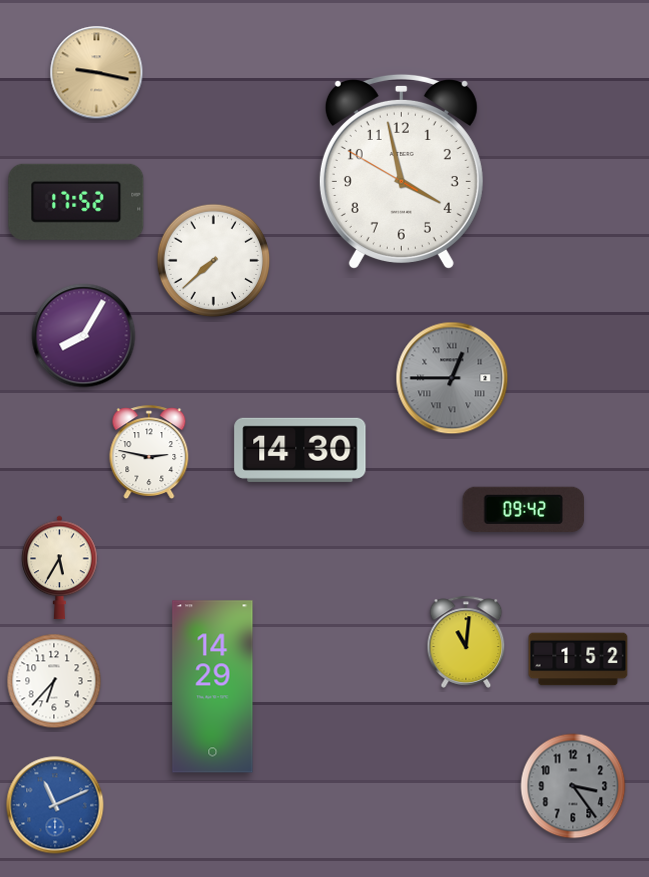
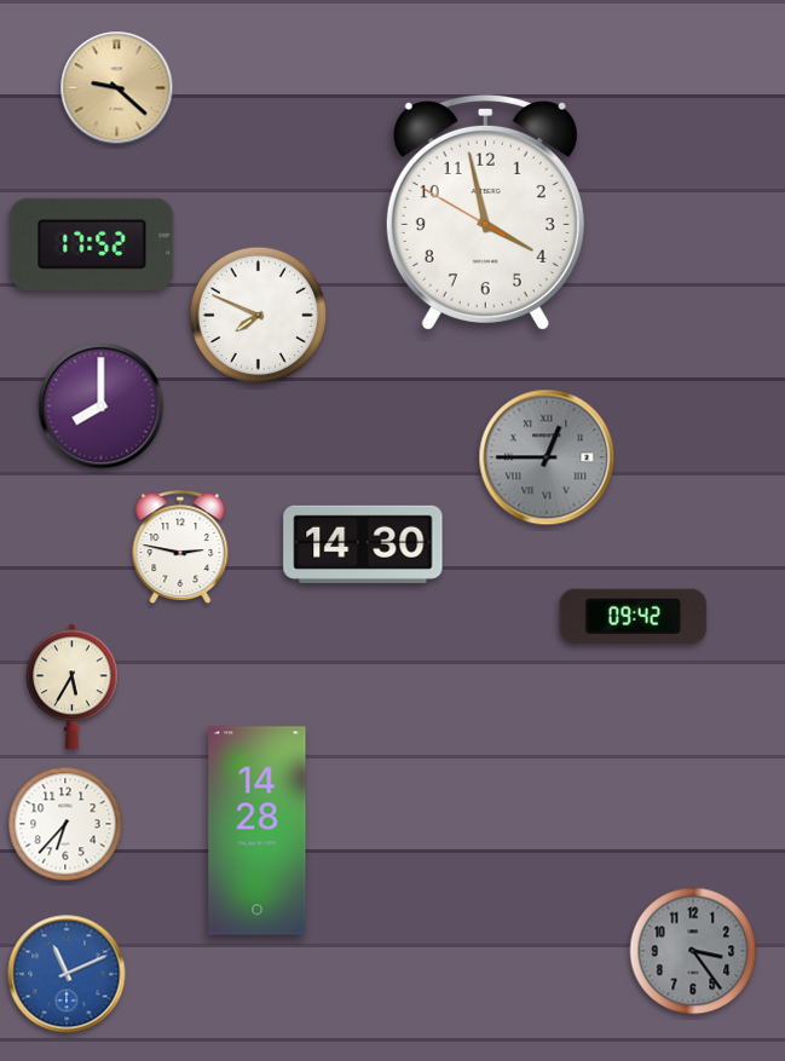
clock at (97, 73): 9:17 -> 9:22
clock at (401, 171) position: (401, 171) -> (485, 212)
clock at (214, 261): 7:38 -> 7:49
clock at (84, 336): 8:05 -> 8:00
clock at (466, 642): 11:01 -> none
clock at (578, 659): 1:52 -> none
clock at (213, 687): 14:29 -> 14:28
